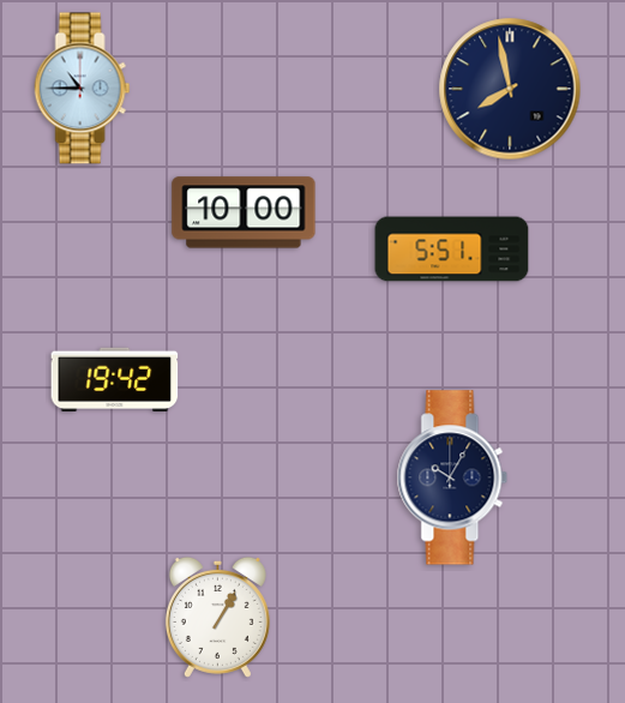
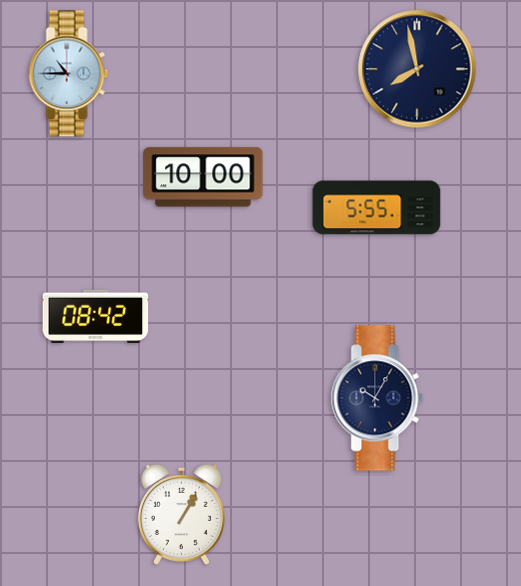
clock at (510, 89) position: (510, 89) -> (417, 69)
clock at (452, 250): 5:51 -> 5:55
clock at (115, 379): 19:42 -> 08:42
